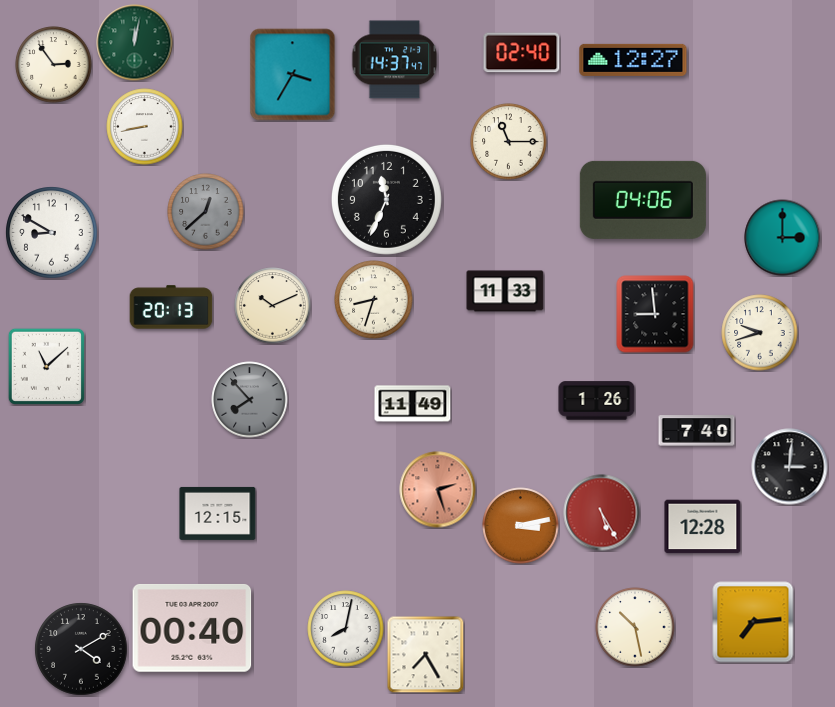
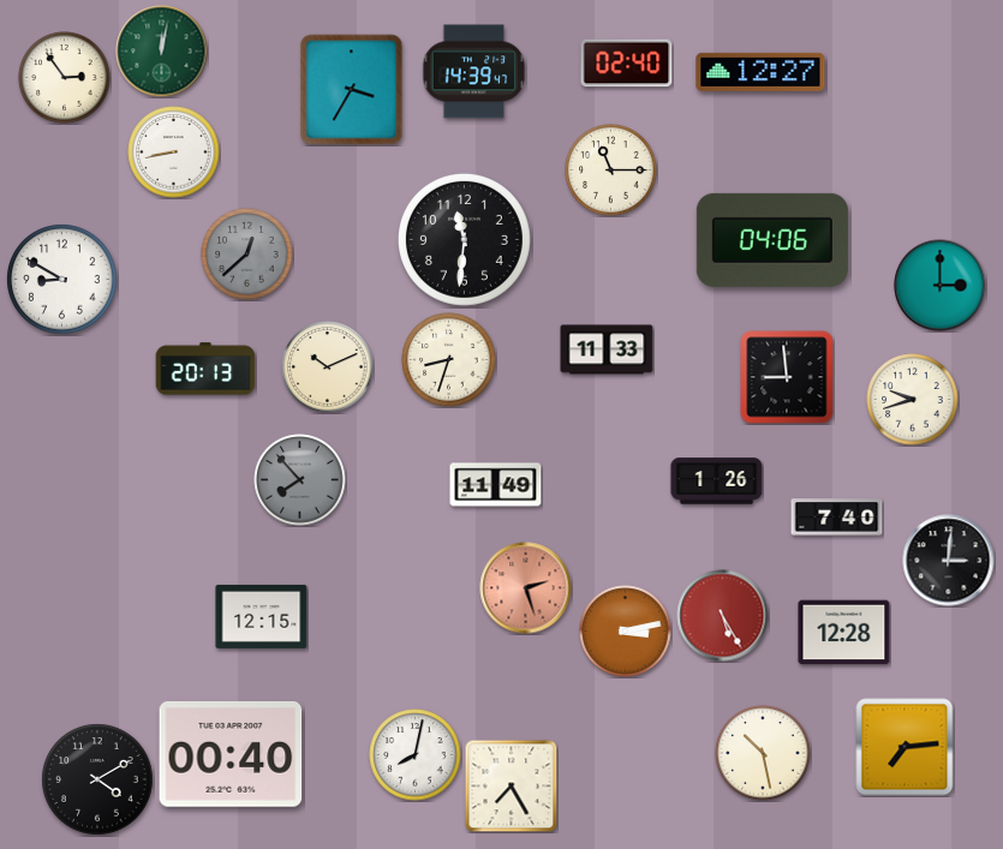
clock at (395, 60): 14:37 -> 14:39
clock at (386, 199): 11:34 -> 11:31
clock at (46, 366): 11:08 -> none
